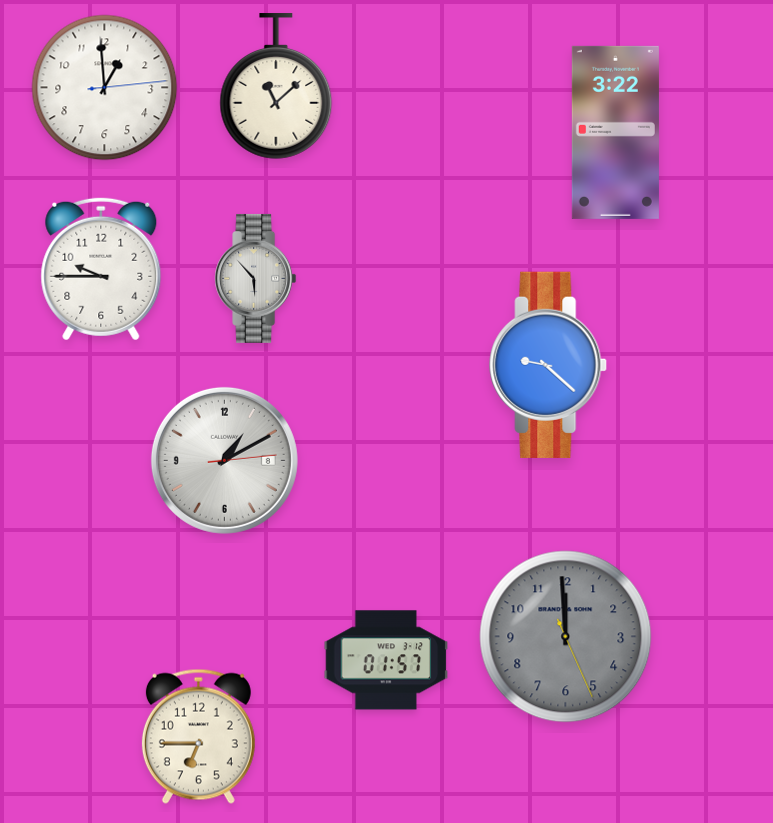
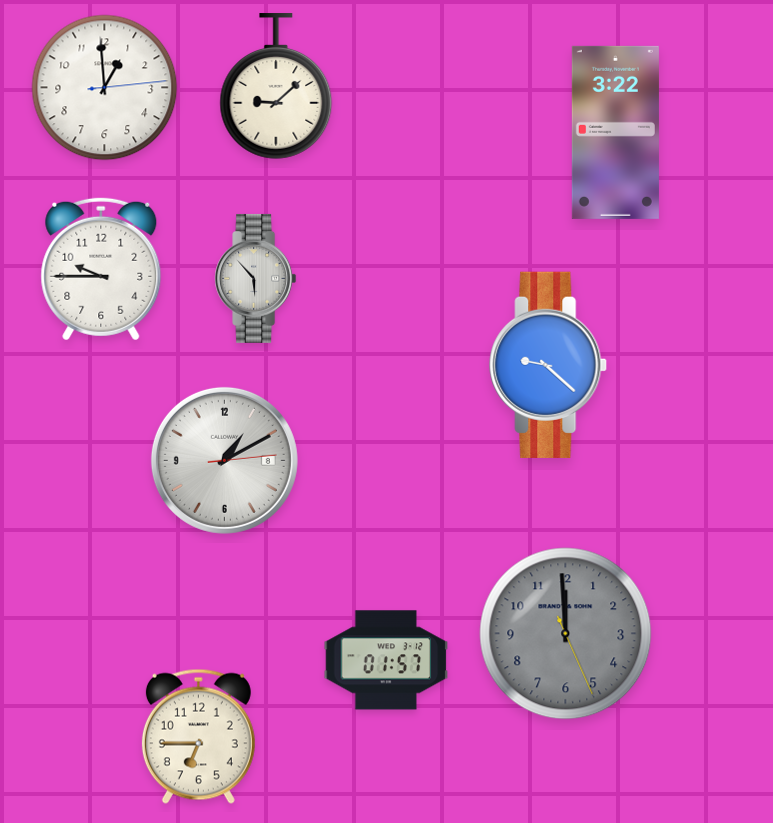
clock at (276, 86): 11:08 -> 9:08
clock at (566, 637) position: (566, 637) -> (566, 634)
